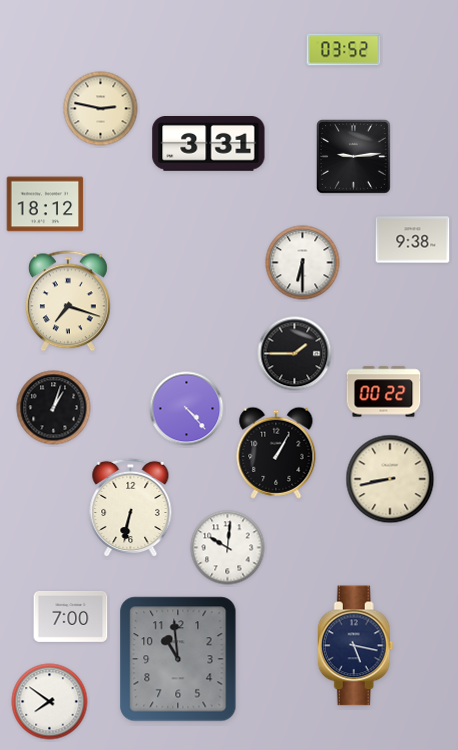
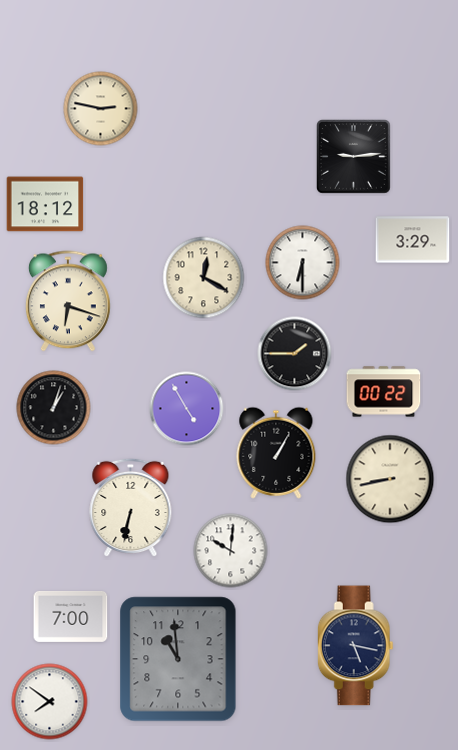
clock at (344, 50): 03:52 -> none
clock at (209, 144): 3:31 -> none
clock at (413, 240): 9:38 -> 3:29
clock at (204, 278): none -> 12:20
clock at (68, 301): 7:18 -> 6:18
clock at (187, 409): 4:23 -> 4:55
clock at (228, 548) position: (228, 548) -> (231, 551)
